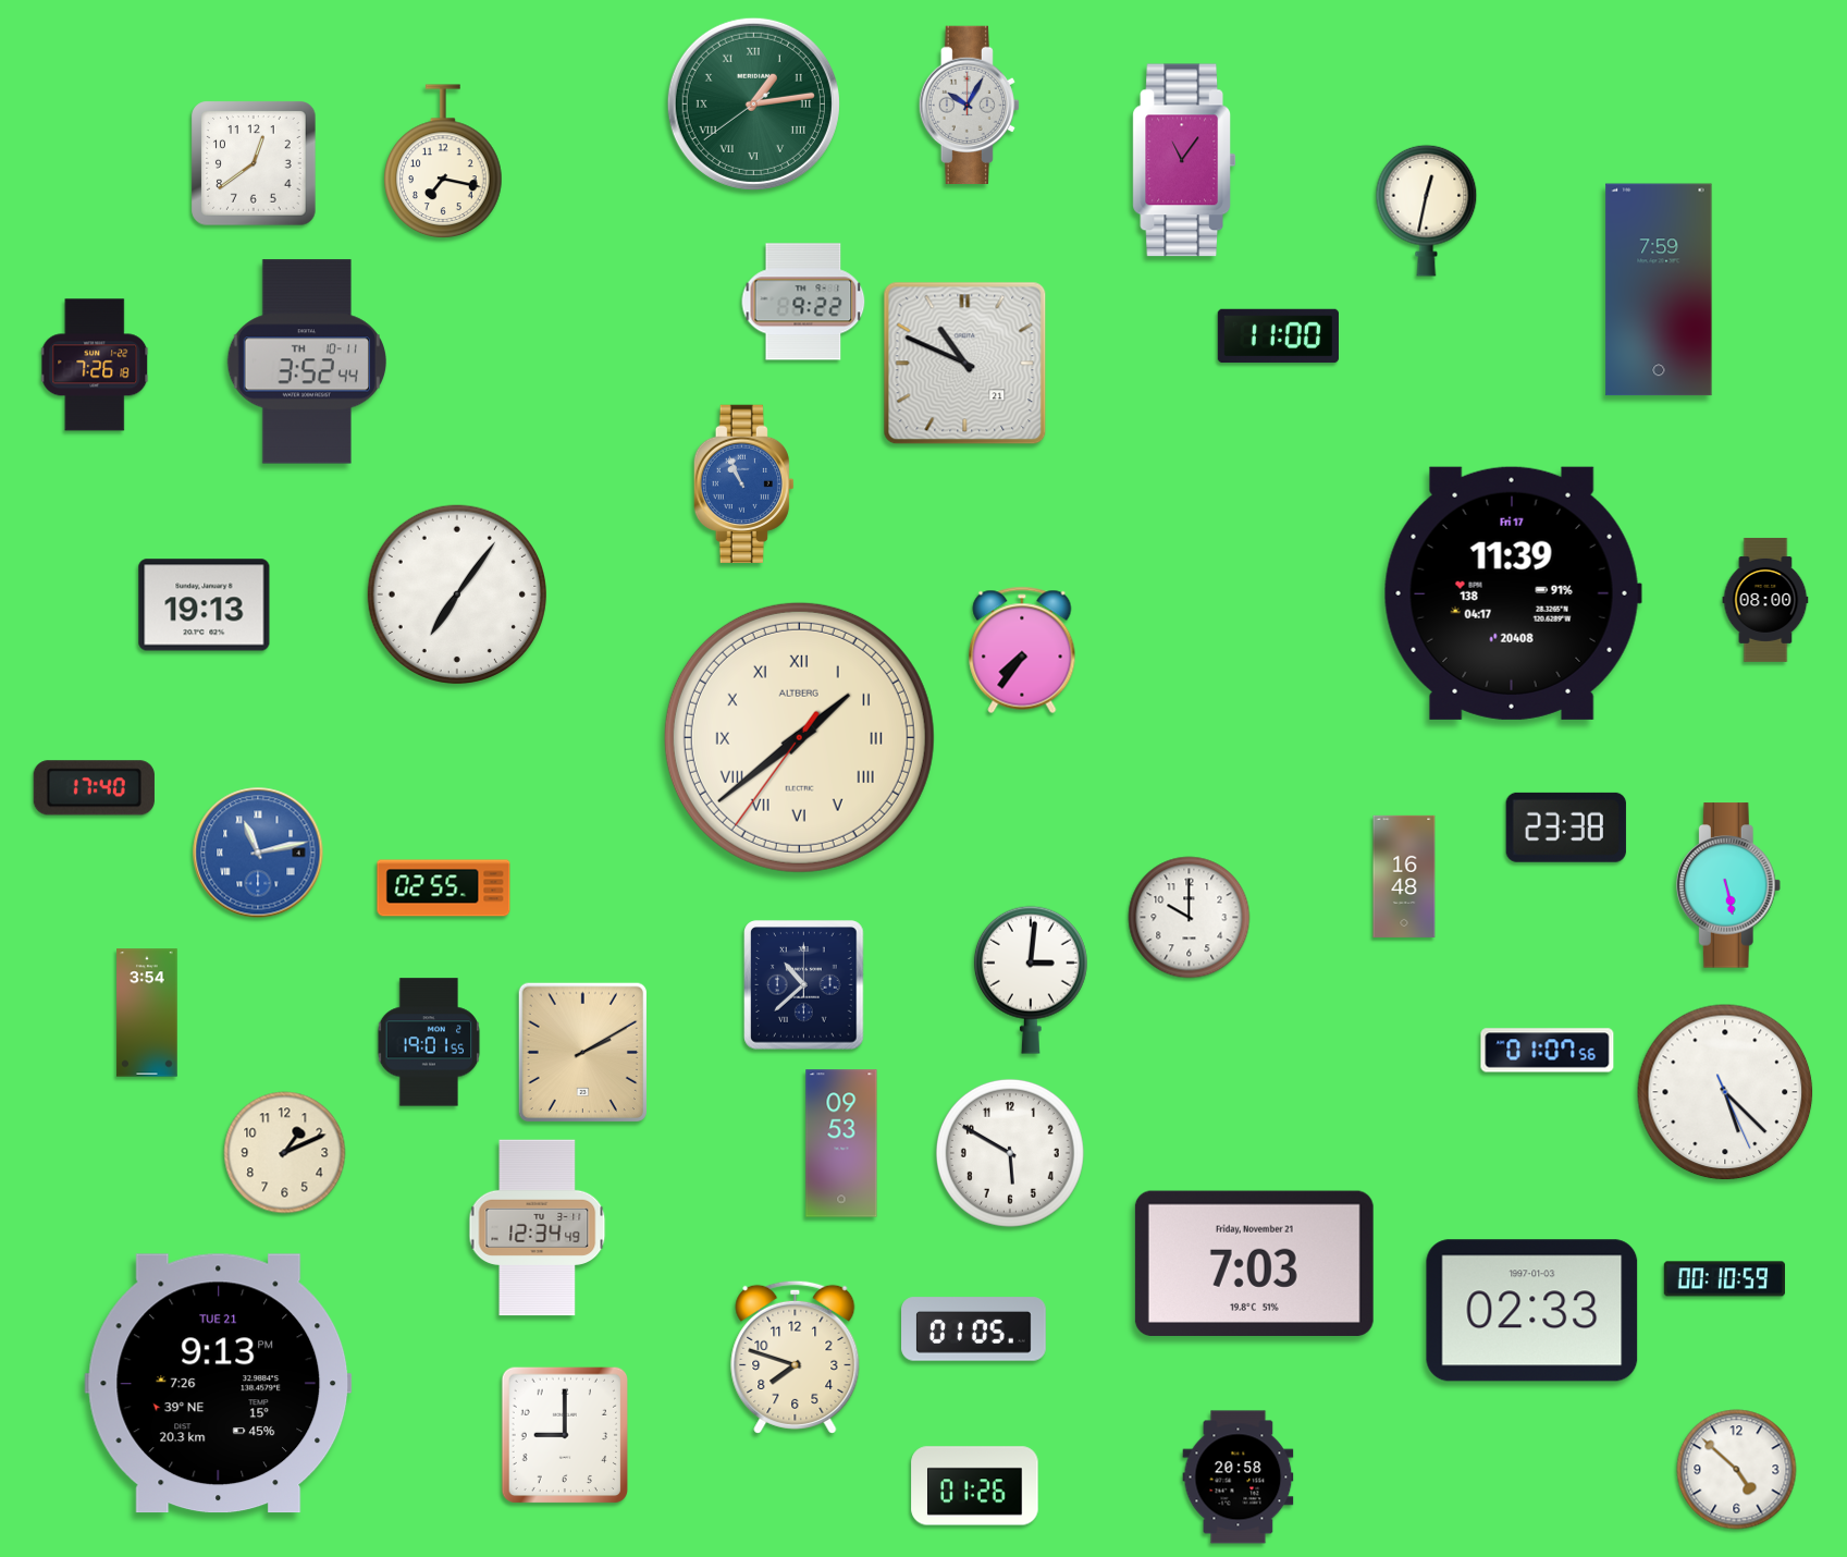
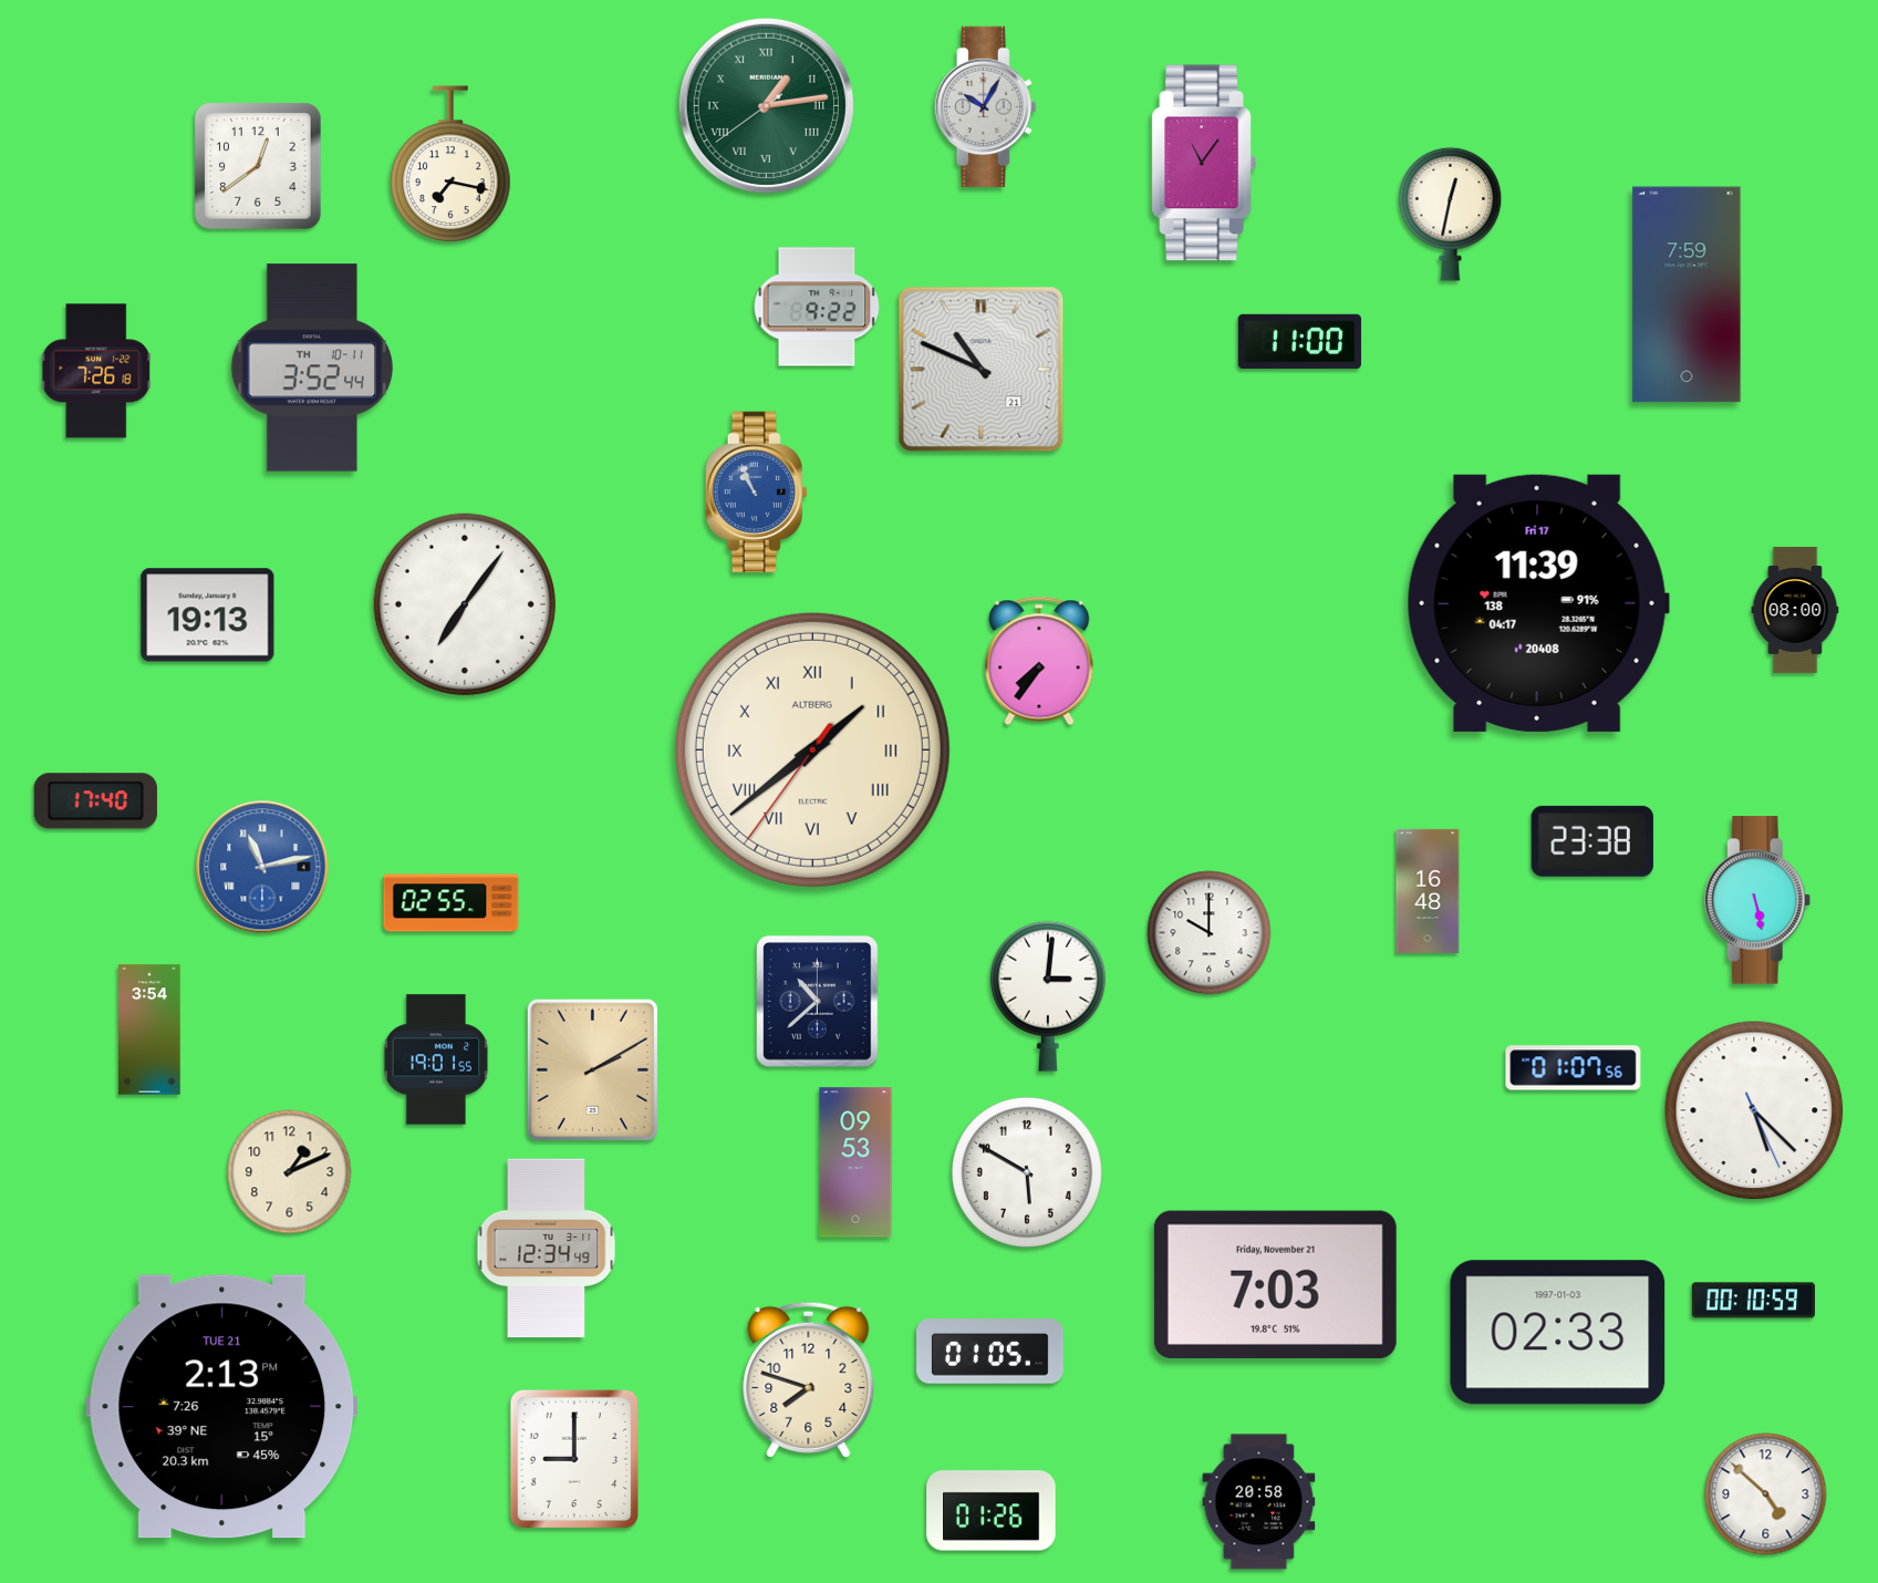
clock at (219, 1384): 9:13 -> 2:13
